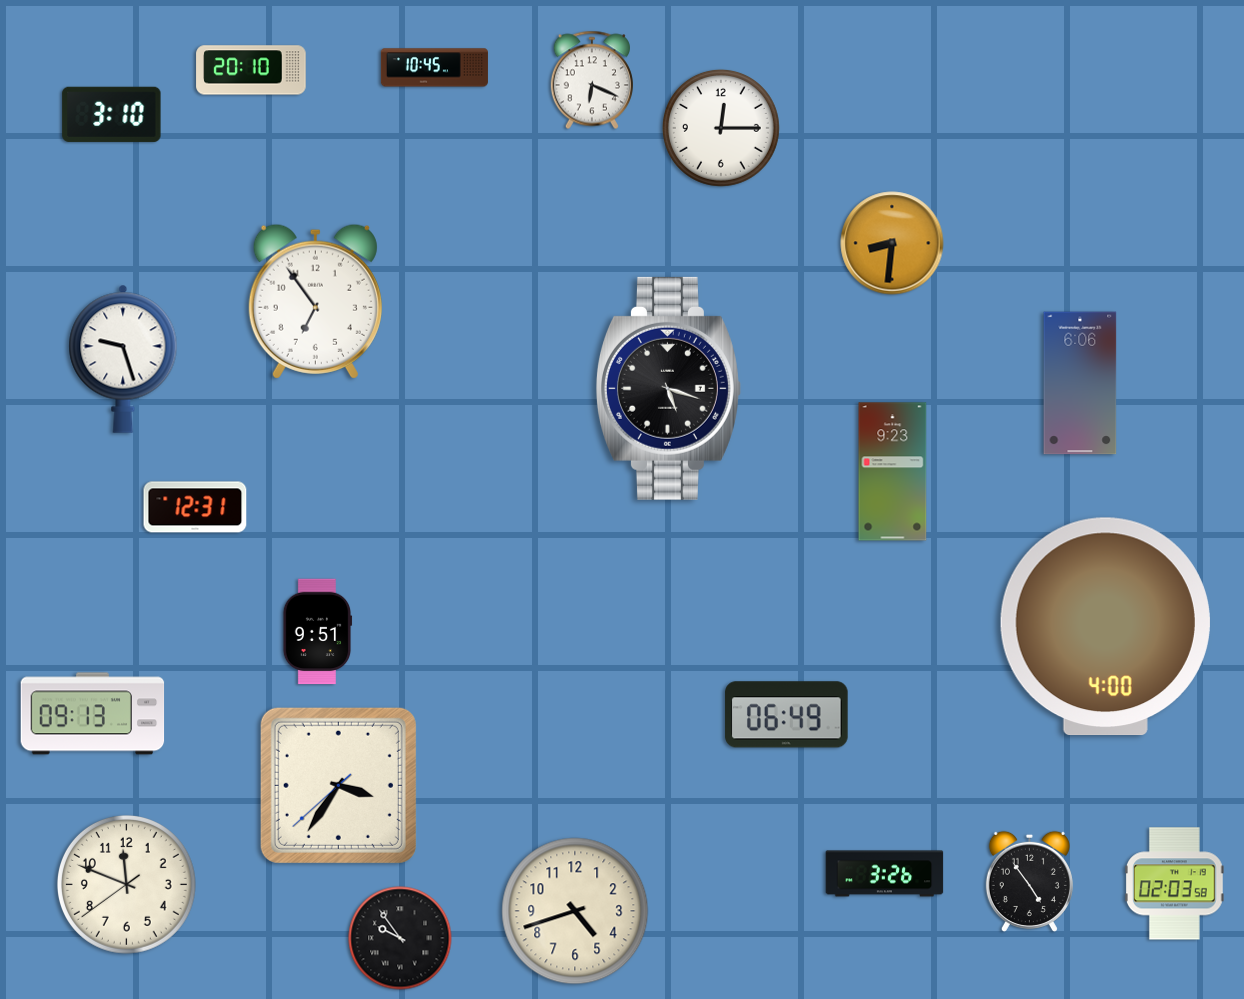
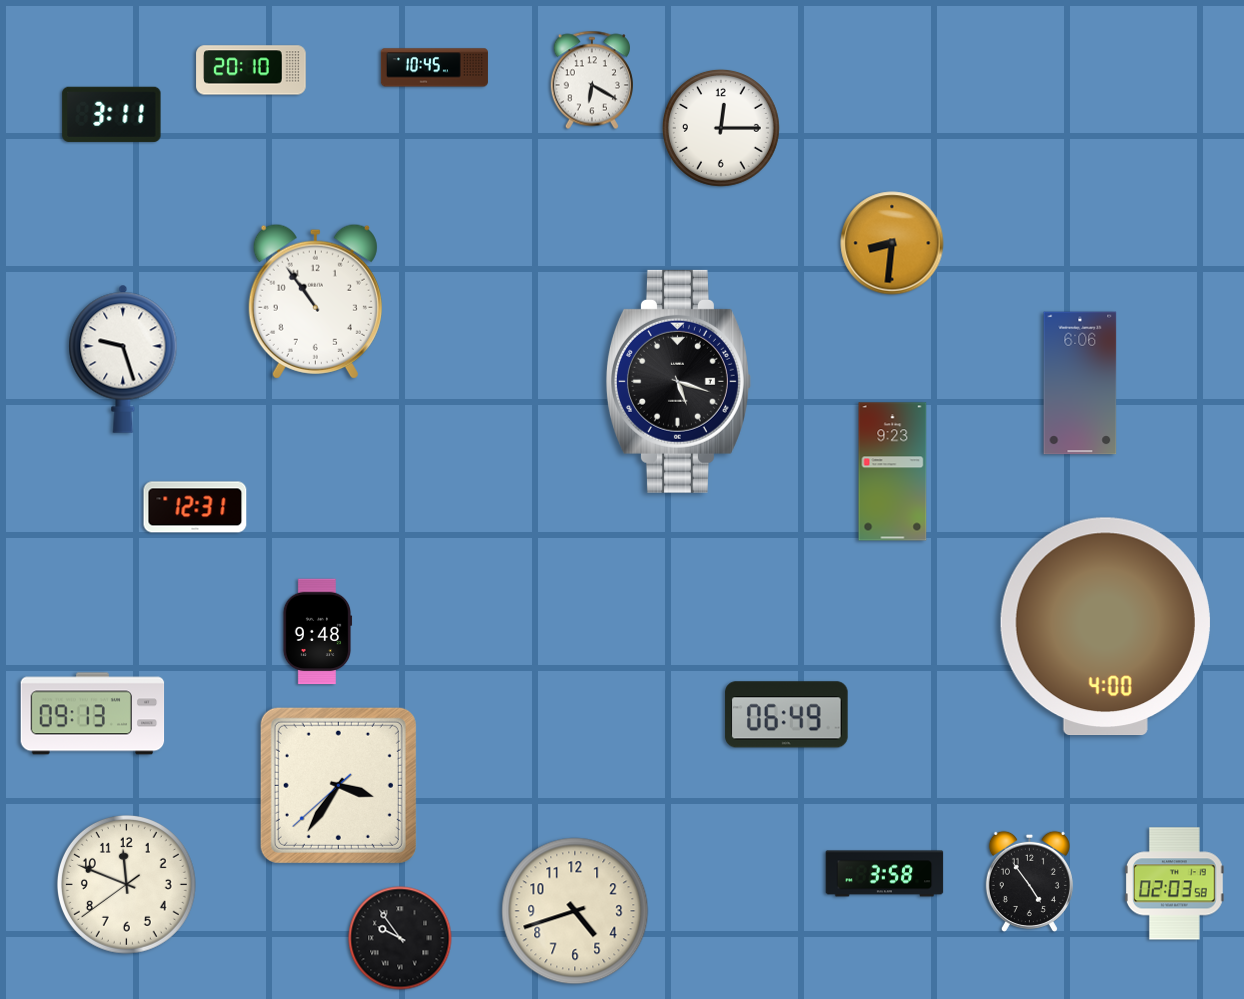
clock at (592, 80): 6:19 -> 6:20
clock at (112, 114): 3:10 -> 3:11
clock at (315, 301): 6:54 -> 10:54
clock at (668, 388) position: (668, 388) -> (678, 381)
clock at (317, 632): 9:51 -> 9:48
clock at (885, 874): 3:26 -> 3:58
